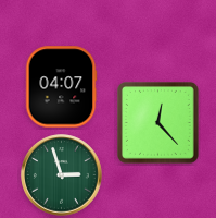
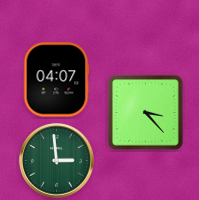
clock at (158, 123): 12:23 -> 3:23
clock at (62, 175): 2:57 -> 2:59
